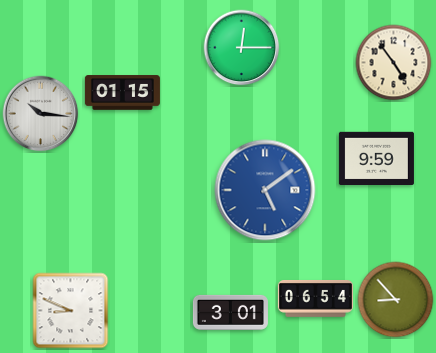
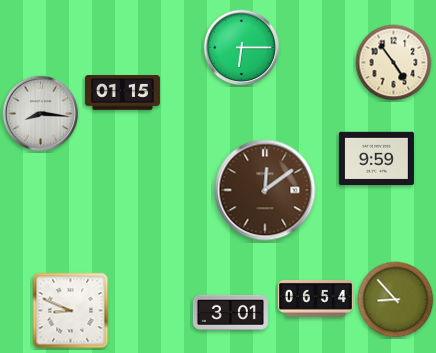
clock at (242, 48): 12:15 -> 6:15
clock at (41, 114): 10:16 -> 8:16
clock at (265, 190): 5:09 -> 12:09
clock at (265, 190) dial: blue -> brown
